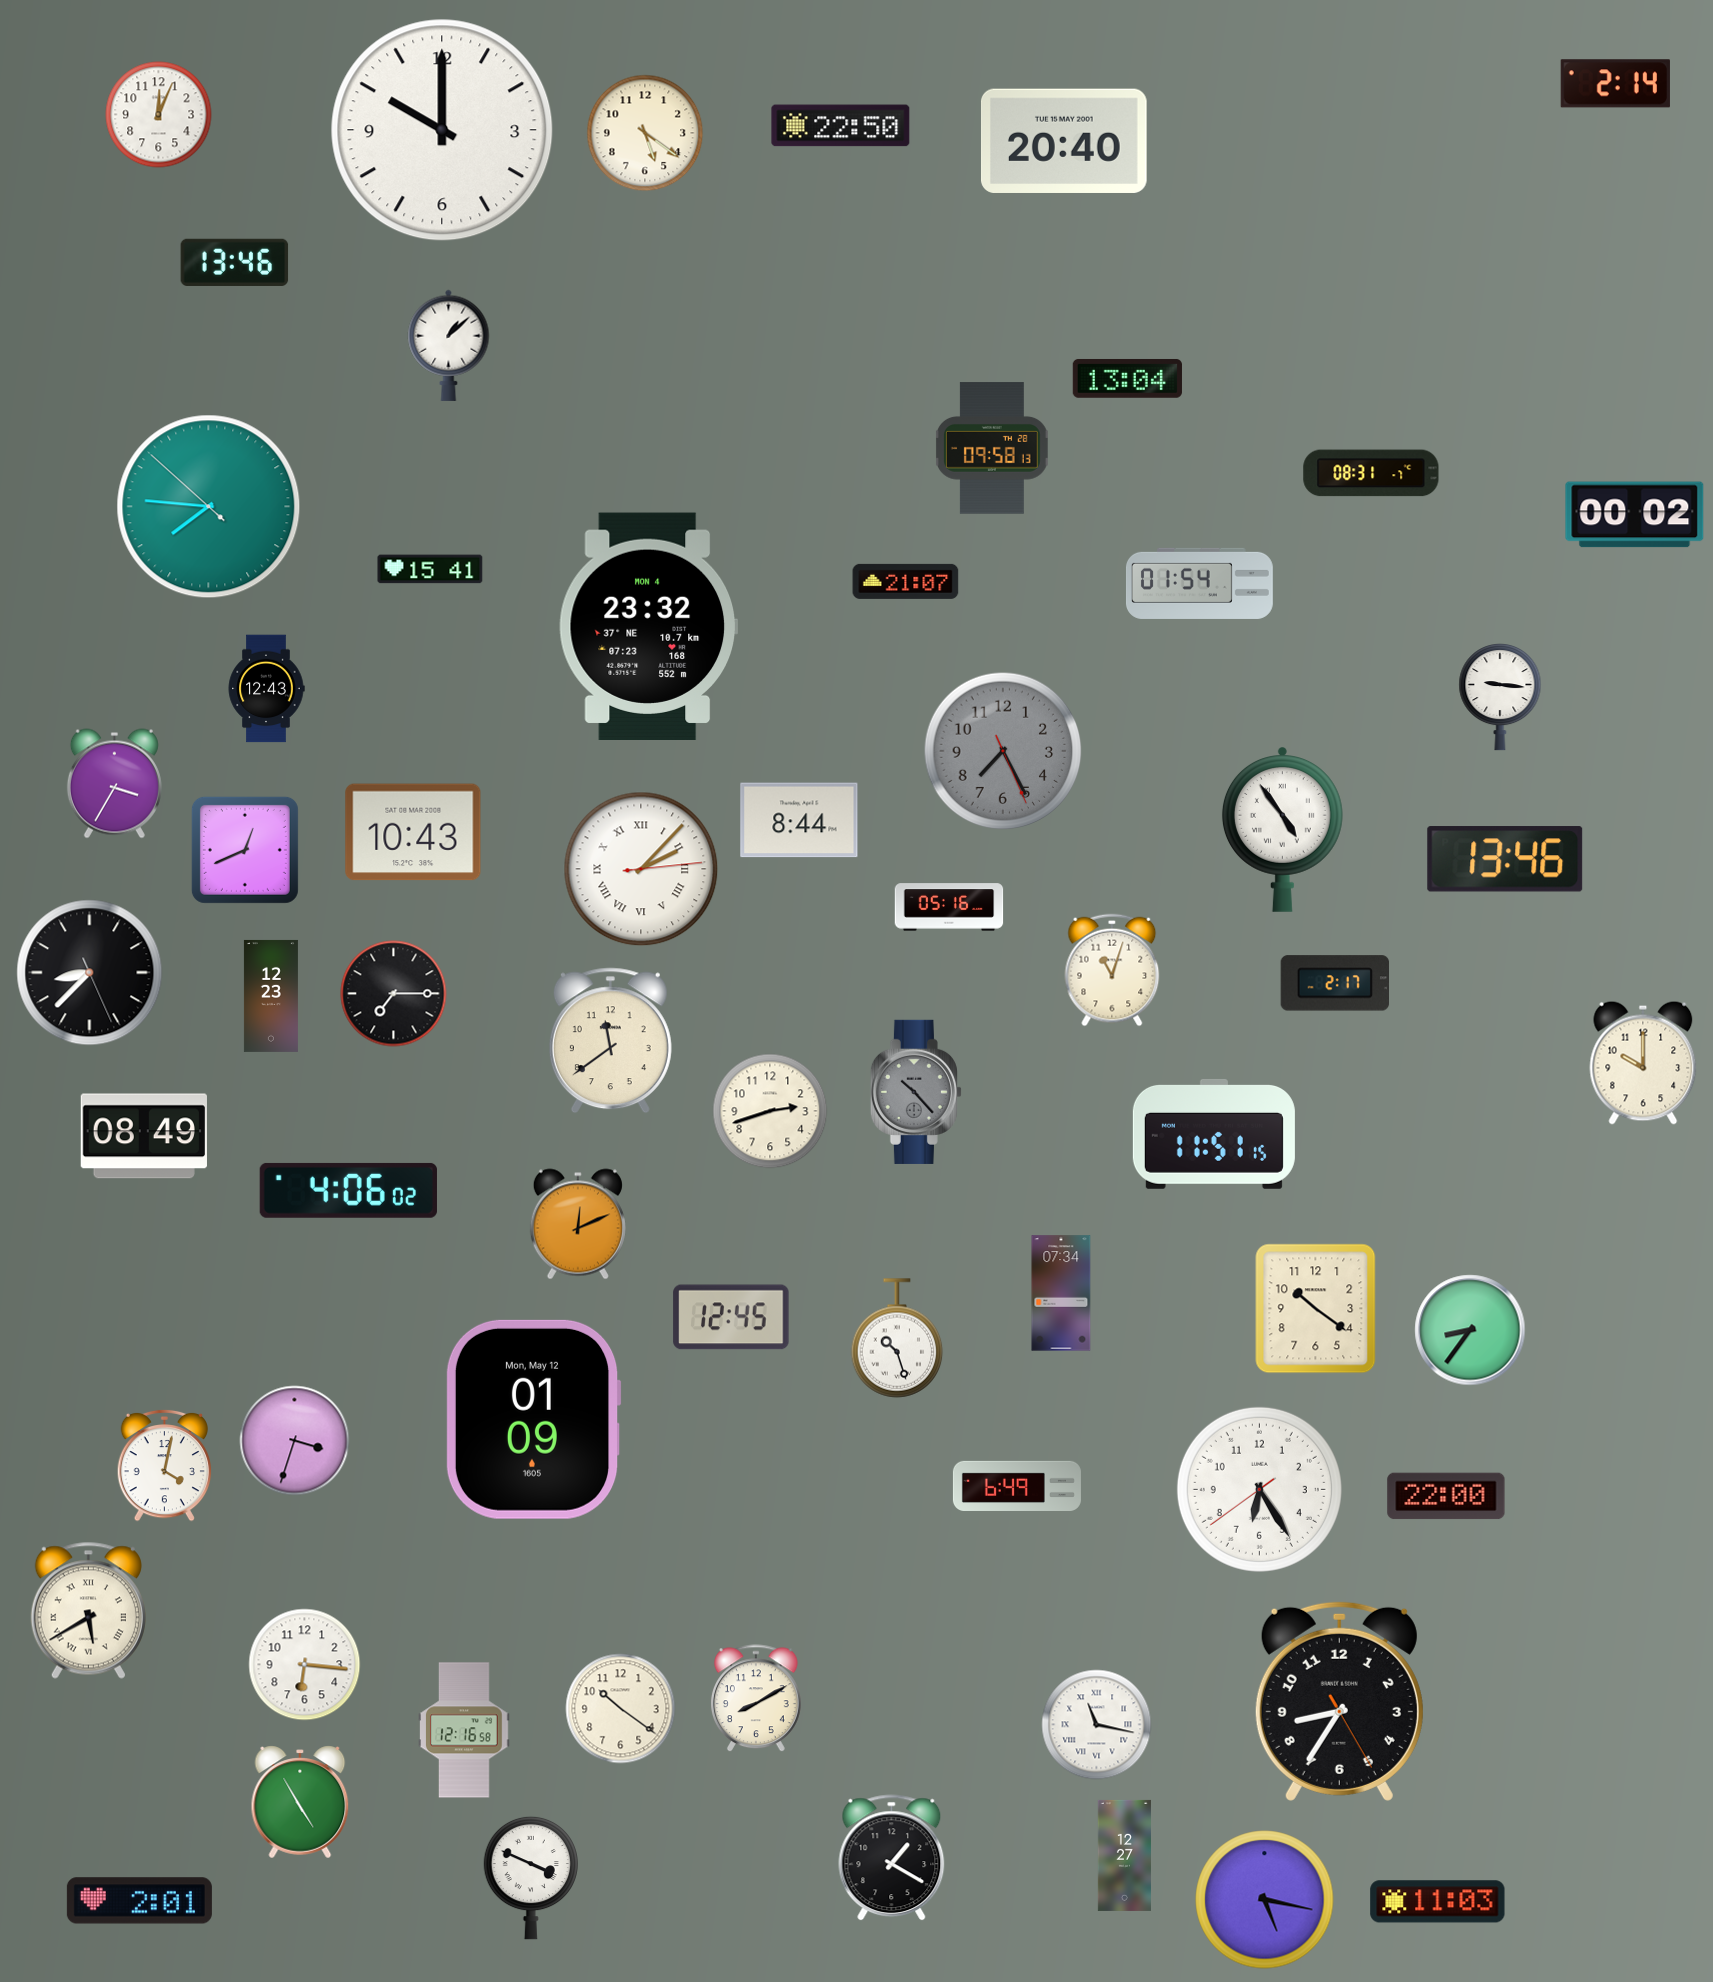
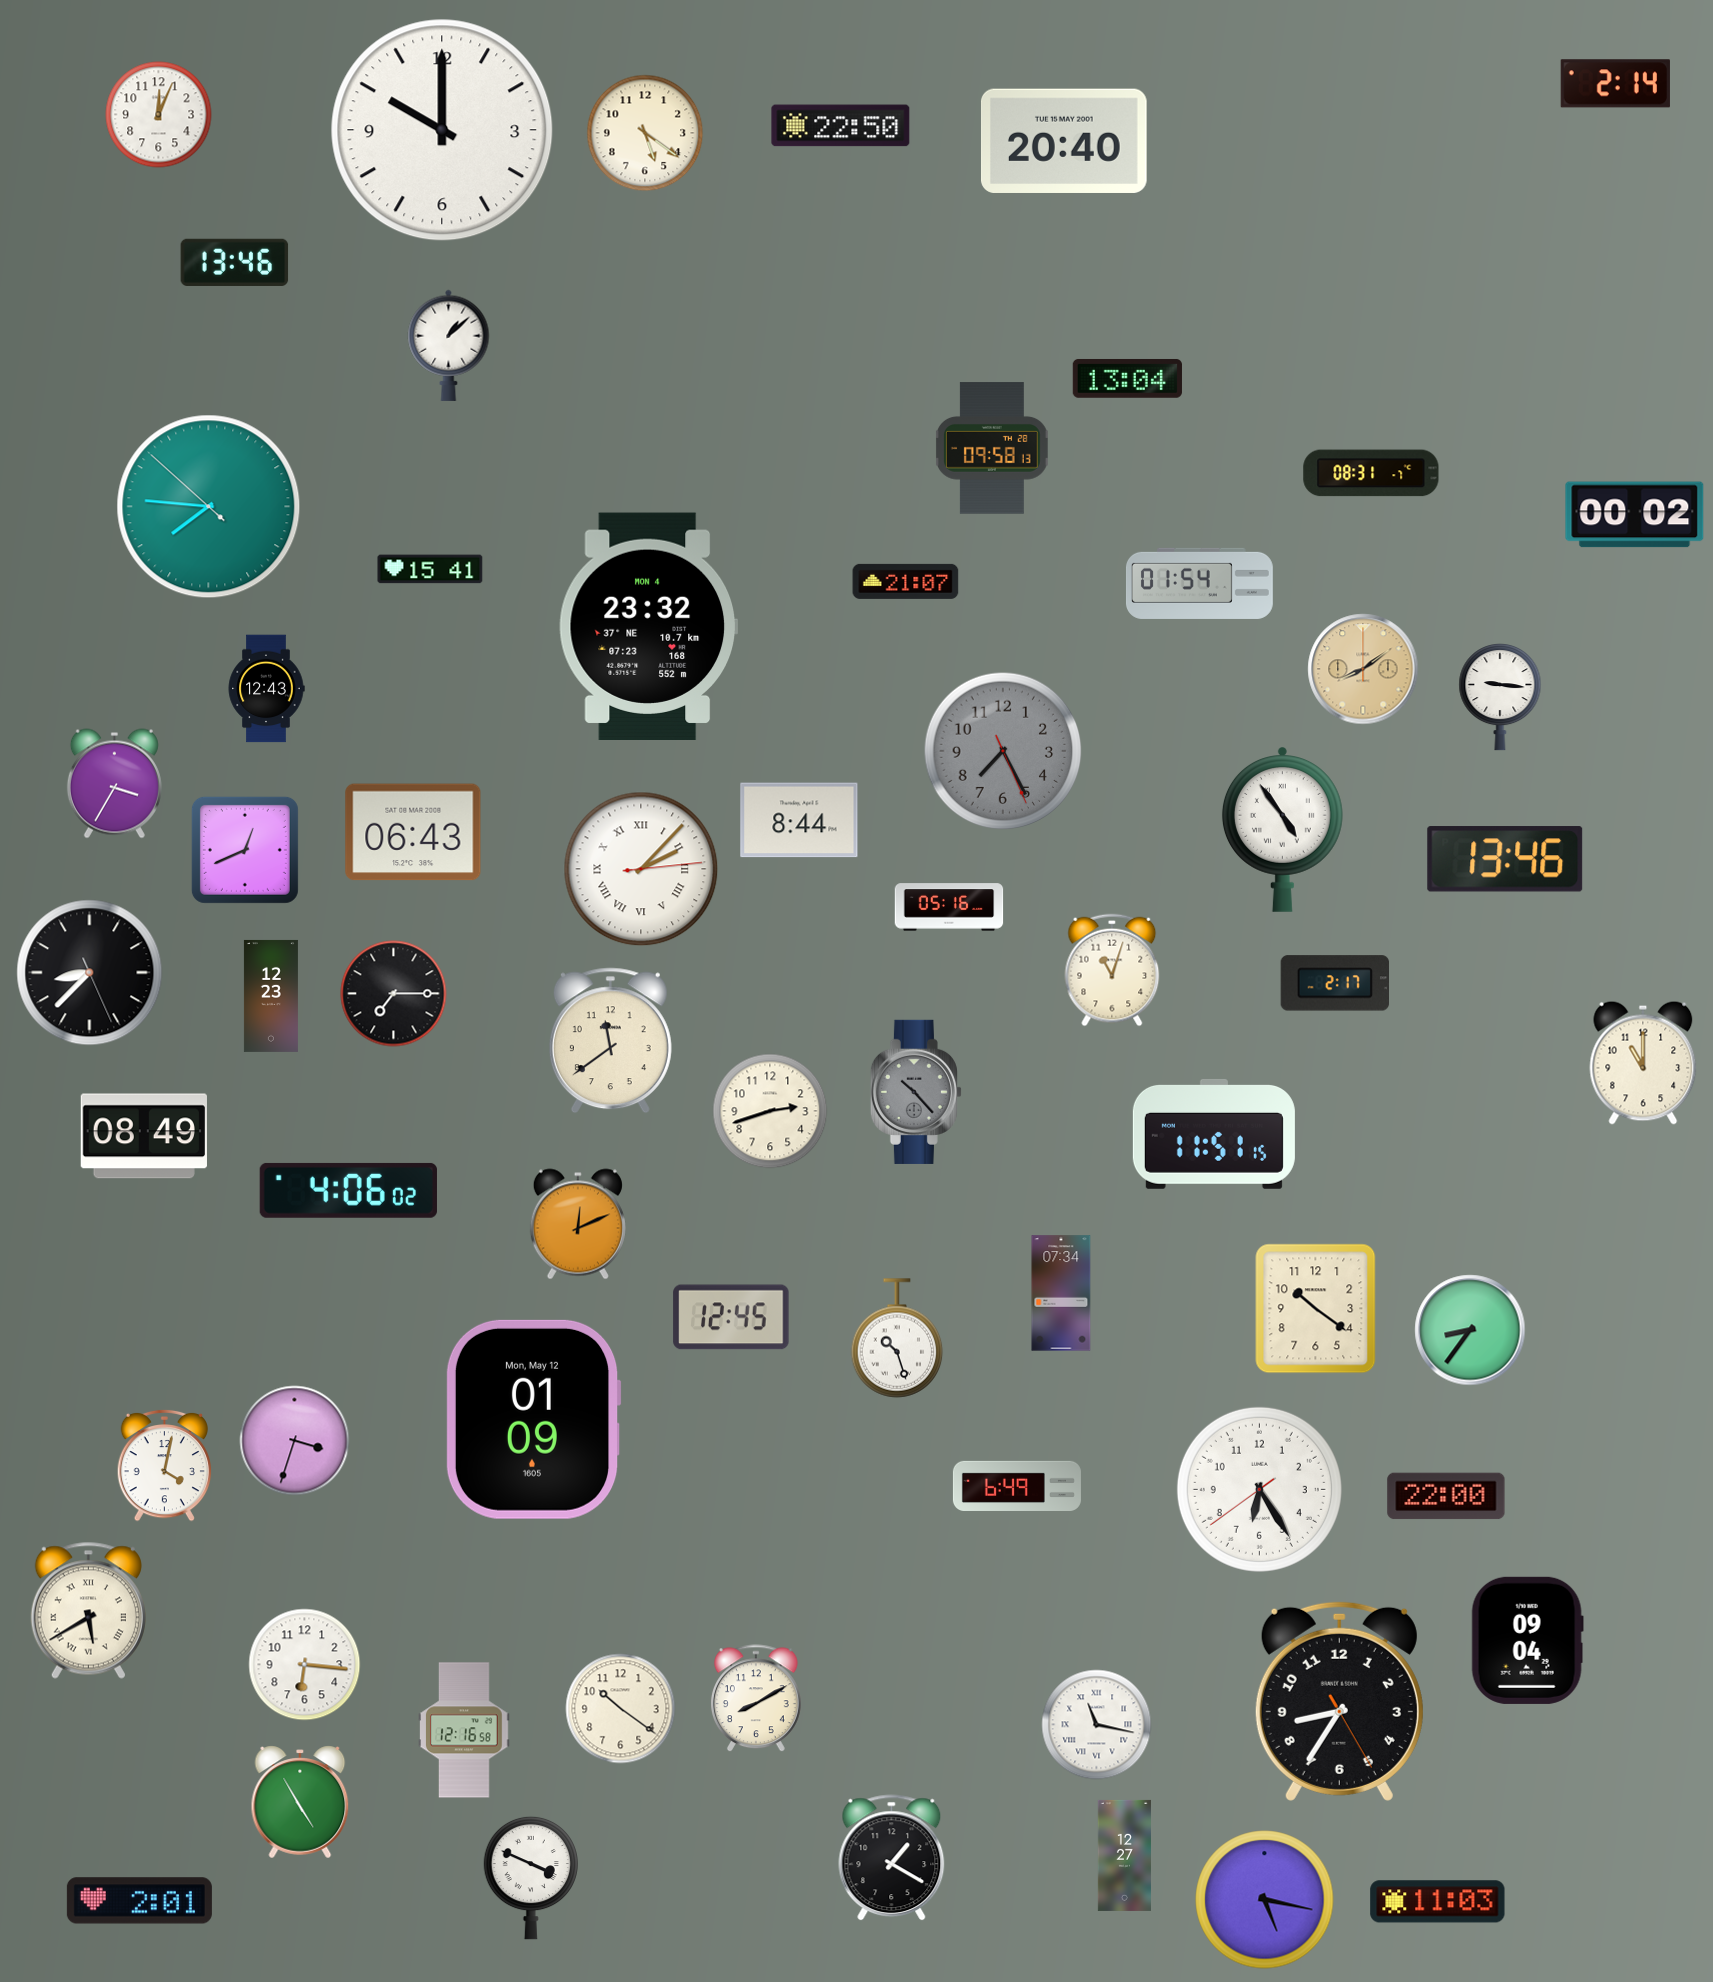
clock at (1363, 669): none -> 8:09
clock at (413, 832): 10:43 -> 06:43
clock at (1643, 1063): 10:00 -> 11:00
clock at (1527, 1640): none -> 09:04
